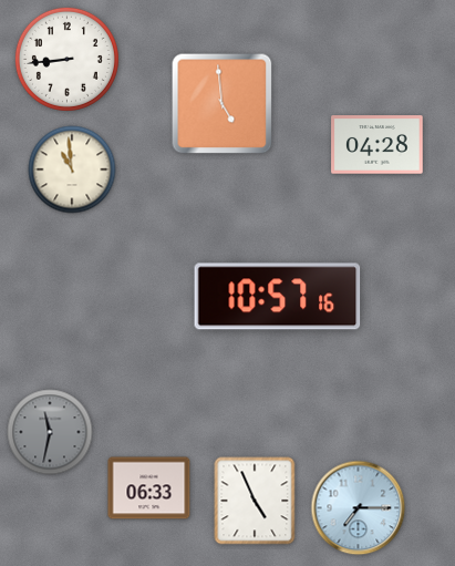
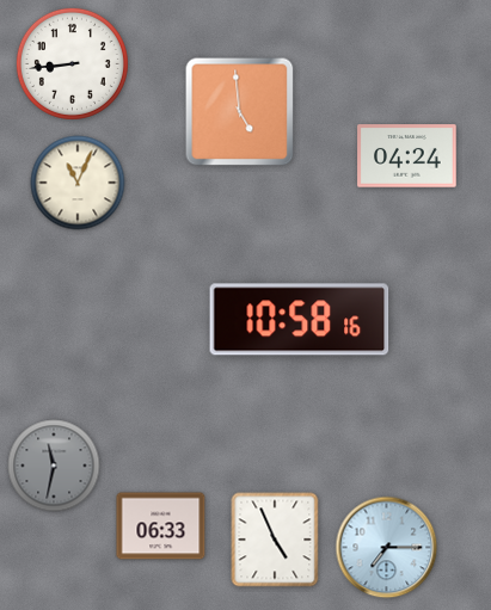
clock at (378, 145): 04:28 -> 04:24
clock at (72, 169): 10:59 -> 11:04
clock at (278, 297): 10:57 -> 10:58
